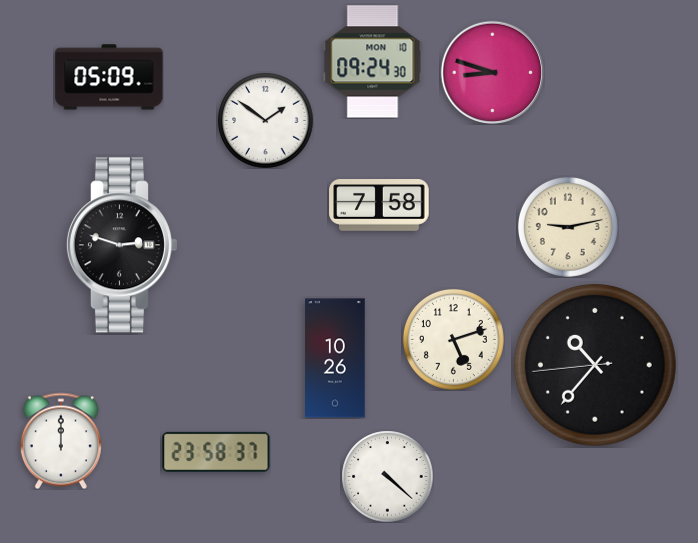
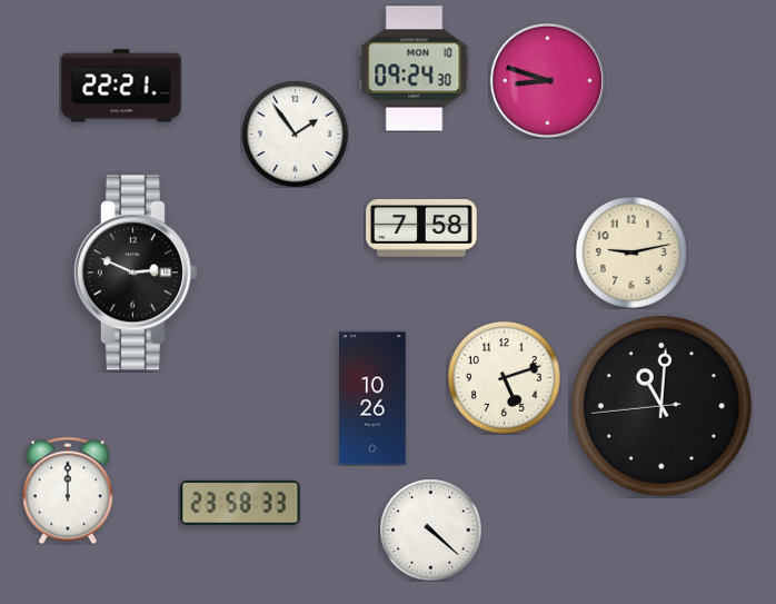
clock at (109, 77): 05:09 -> 22:21
clock at (265, 120): 1:51 -> 1:54
clock at (121, 245): 2:48 -> 2:49
clock at (596, 366): 10:36 -> 11:00
clock at (216, 452): 23:58:37 -> 23:58:33
